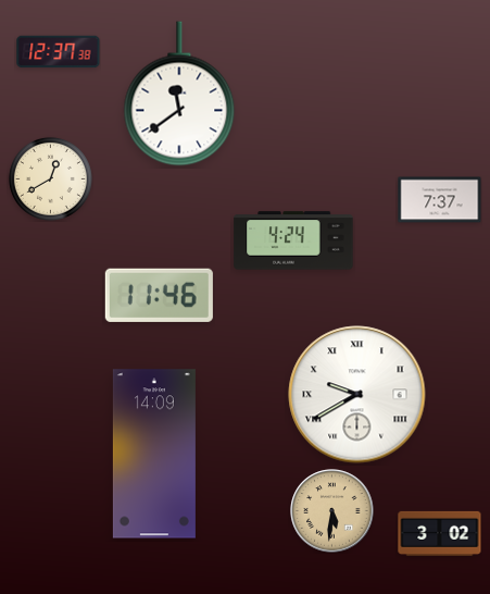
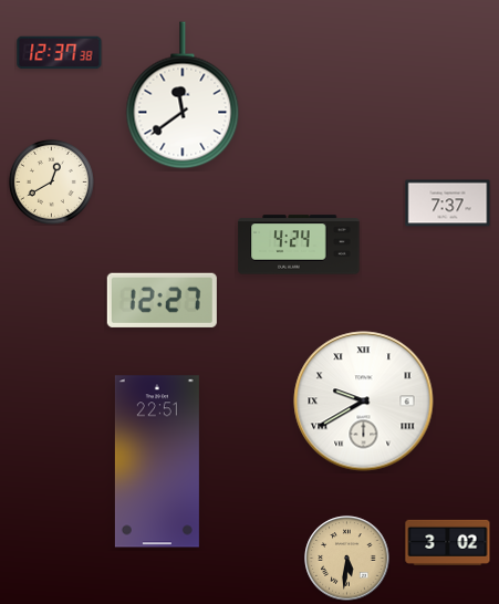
clock at (159, 295): 11:46 -> 12:27
clock at (154, 454): 14:09 -> 22:51
clock at (332, 511) position: (332, 511) -> (347, 559)
